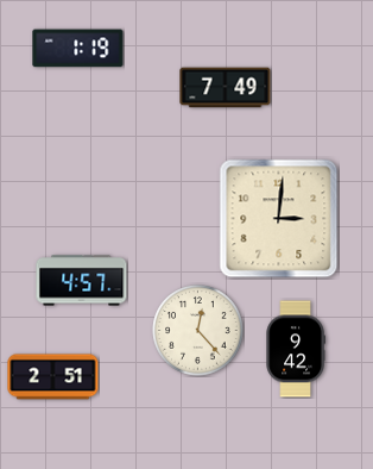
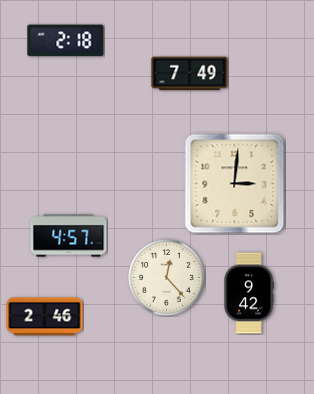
clock at (78, 49): 1:19 -> 2:18
clock at (53, 377): 2:51 -> 2:46
